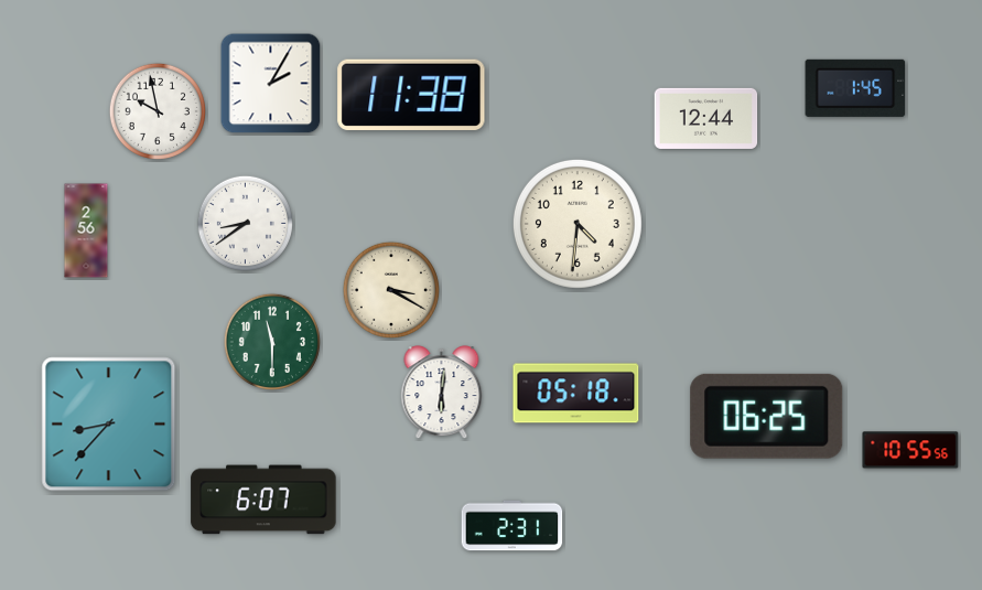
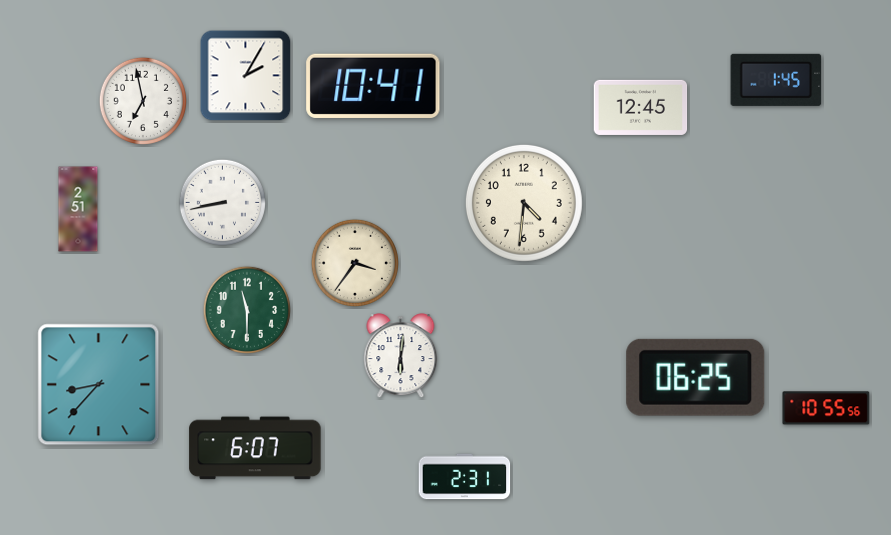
clock at (411, 95): 11:38 -> 10:41
clock at (158, 111): 9:58 -> 6:58
clock at (706, 118): 12:44 -> 12:45
clock at (245, 223): 8:39 -> 8:43
clock at (86, 230): 2:56 -> 2:51
clock at (391, 290): 3:20 -> 3:36
clock at (576, 394): 05:18 -> none
clock at (263, 500) position: (263, 500) -> (255, 448)
